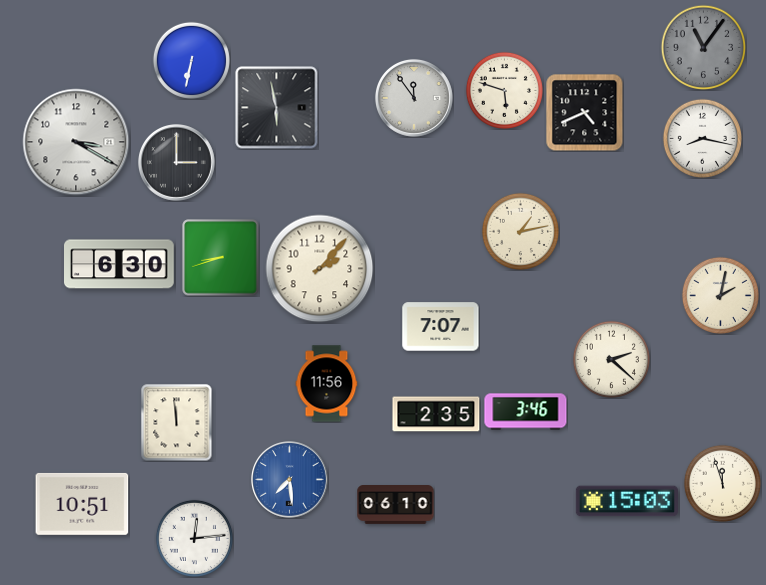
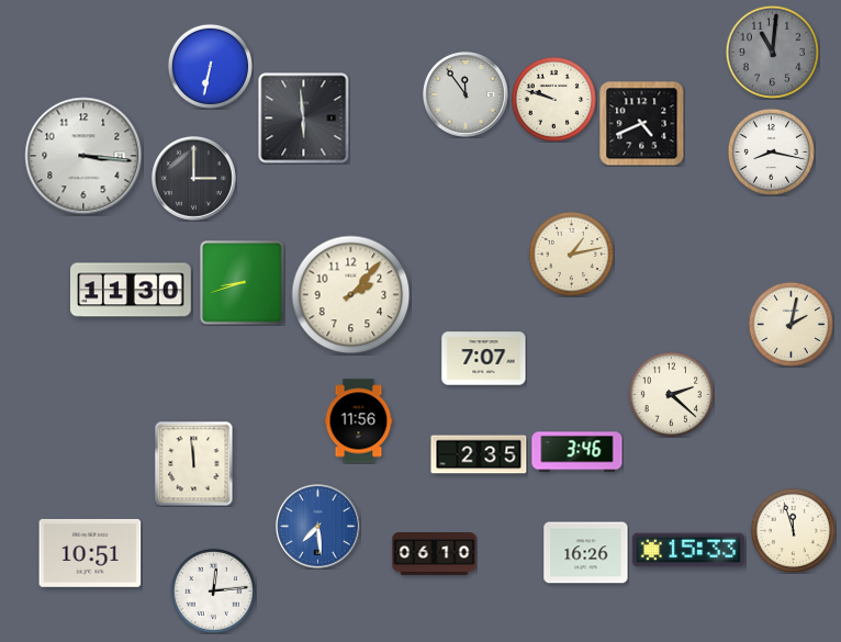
clock at (703, 47): 11:06 -> 11:01
clock at (504, 90): 5:48 -> 9:48
clock at (414, 98) position: (414, 98) -> (466, 94)
clock at (277, 108): 5:58 -> 5:59
clock at (76, 142): 3:20 -> 3:16
clock at (120, 264): 6:30 -> 11:30
clock at (627, 501): 15:03 -> 15:33
clock at (586, 553): none -> 16:26
